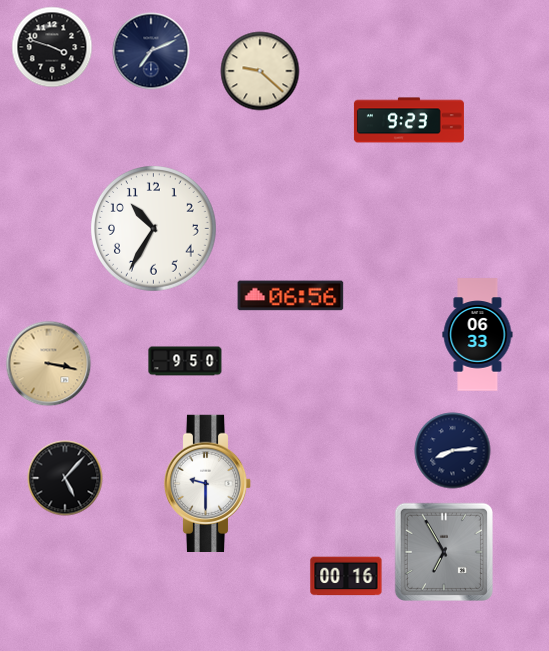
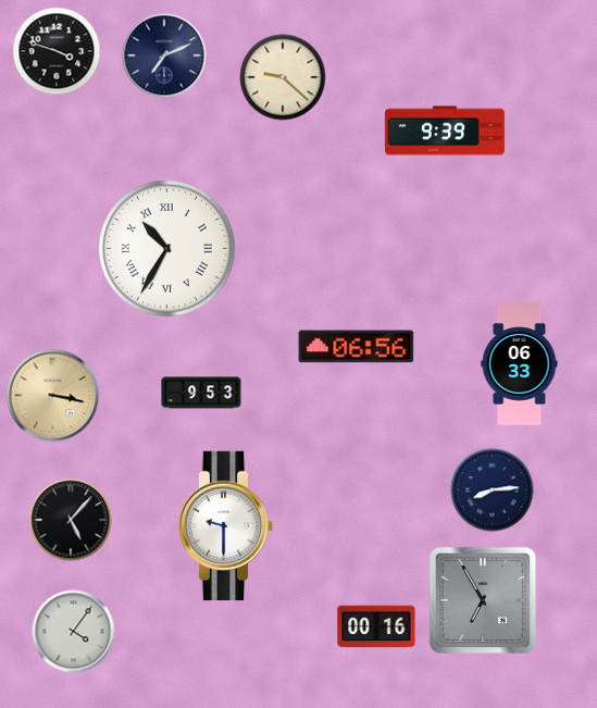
clock at (409, 120): 9:23 -> 9:39
clock at (154, 229) numerals: Arabic -> Roman
clock at (291, 296) position: (291, 296) -> (357, 347)
clock at (185, 361): 9:50 -> 9:53
clock at (74, 632): none -> 4:06
